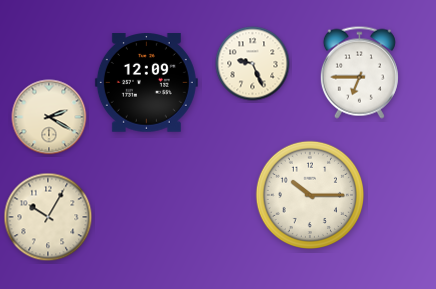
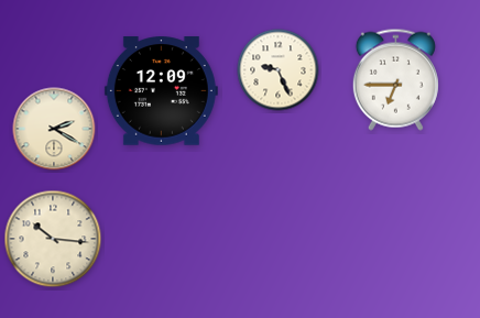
clock at (309, 194): 10:15 -> none
clock at (48, 217): 10:05 -> 10:16
